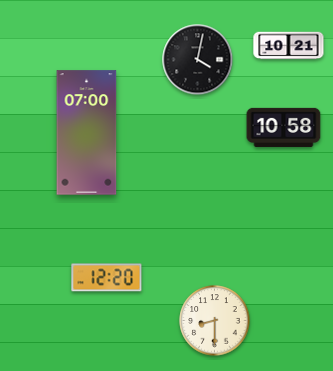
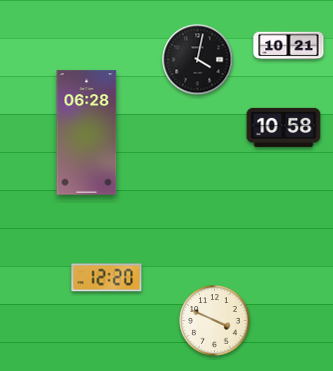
clock at (87, 133): 07:00 -> 06:28
clock at (215, 321): 8:30 -> 3:49
